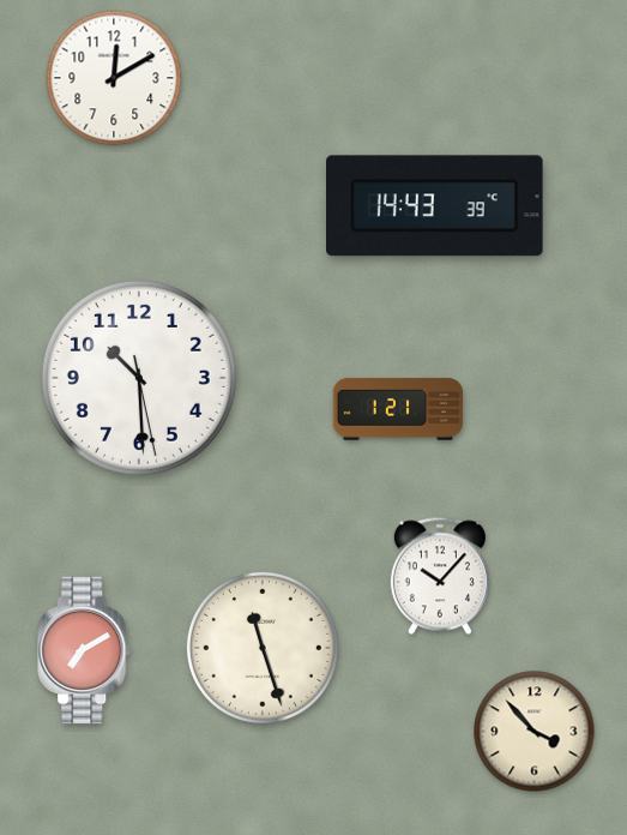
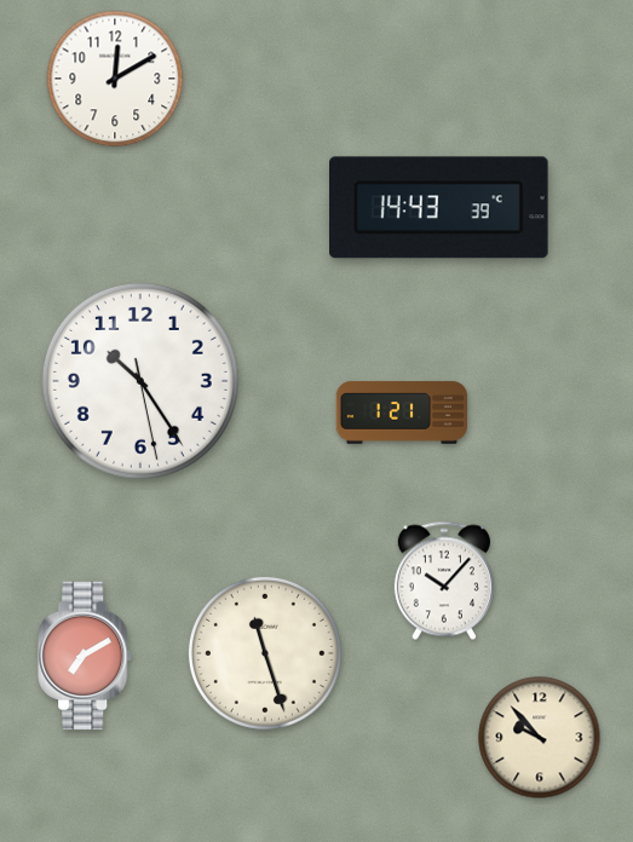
clock at (139, 378): 10:29 -> 10:24
clock at (535, 732): 3:53 -> 9:53
